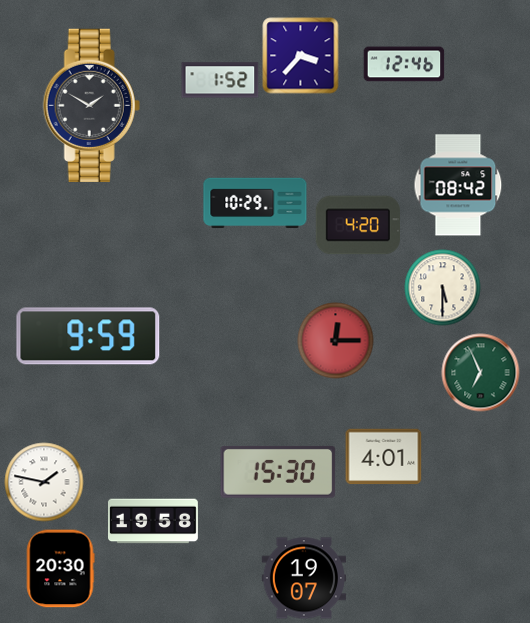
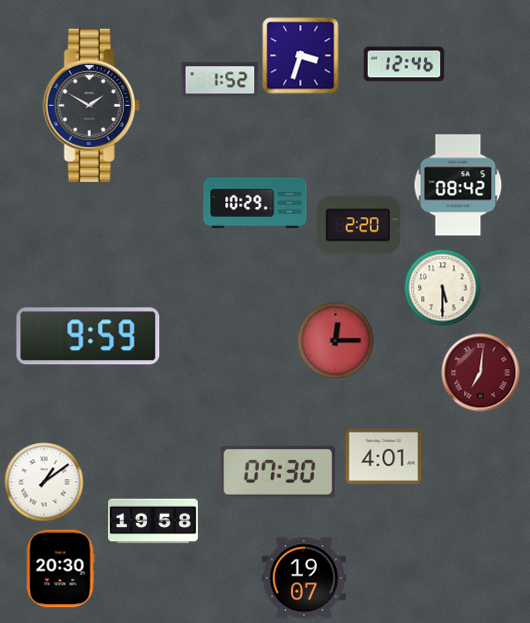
clock at (301, 56): 3:37 -> 3:33
clock at (358, 225): 4:20 -> 2:20
clock at (481, 373): 6:56 -> 7:01
clock at (481, 373) dial: green -> burgundy
clock at (278, 472): 15:30 -> 07:30
clock at (44, 482): 1:47 -> 1:09
